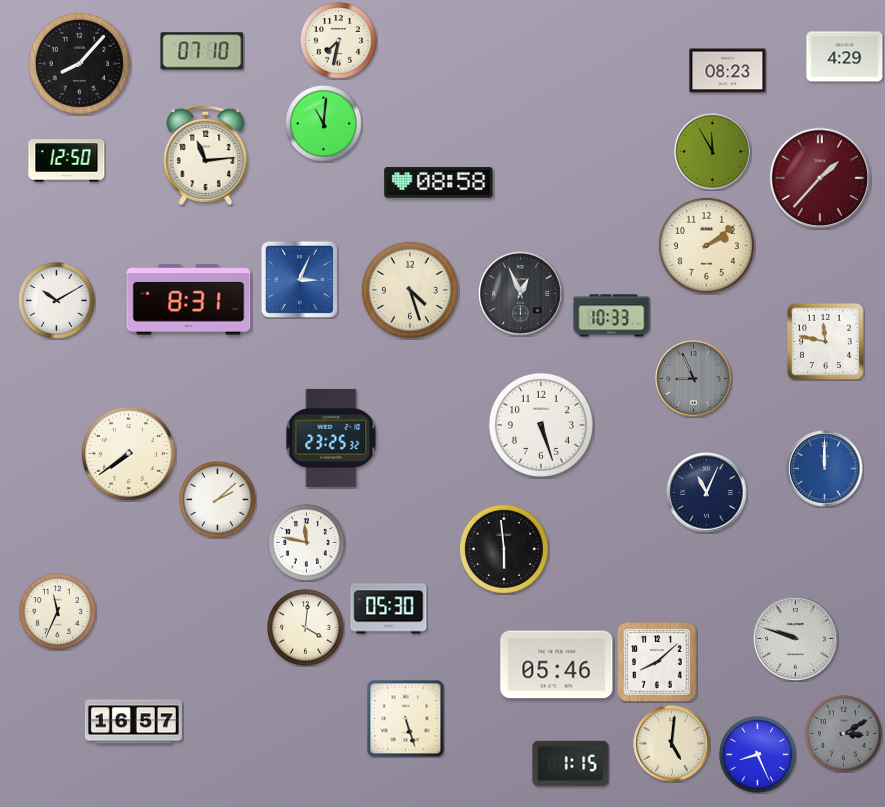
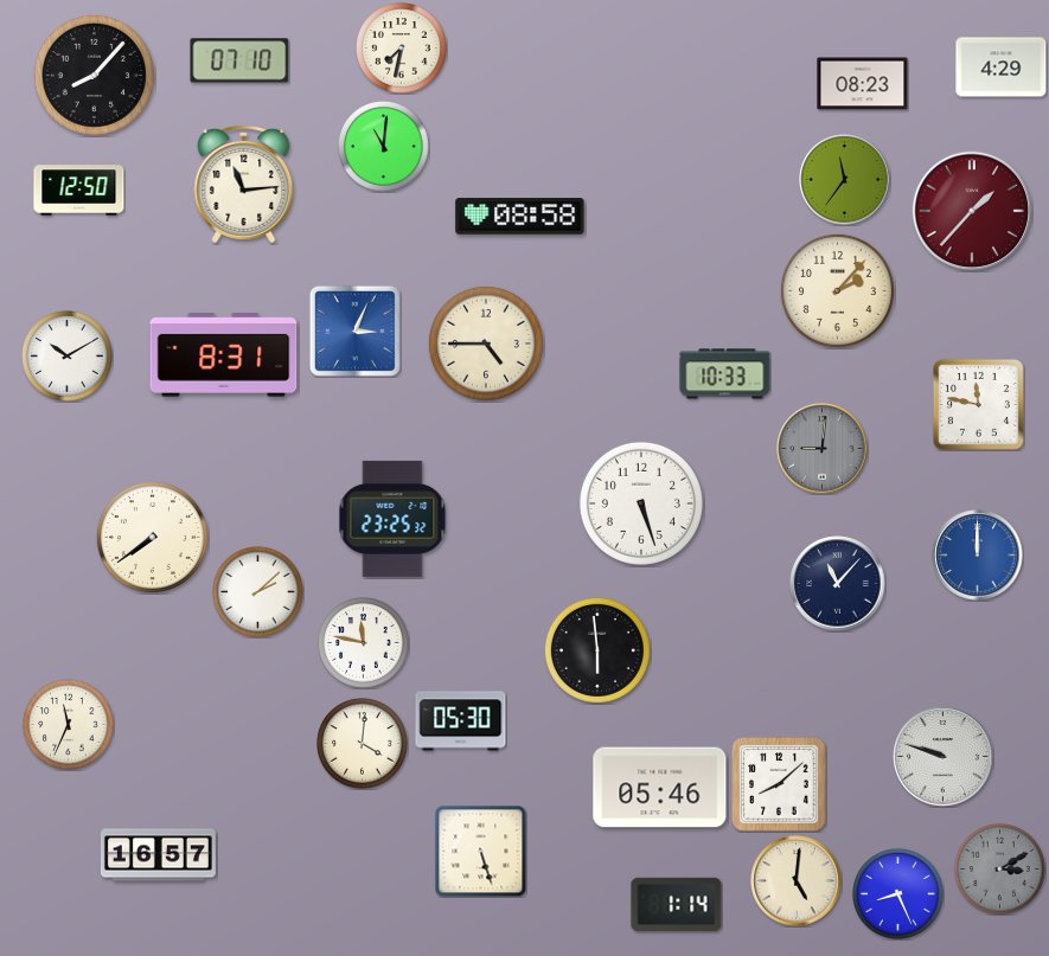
clock at (713, 152): 11:55 -> 11:36
clock at (706, 245): 2:09 -> 2:07
clock at (410, 290): 4:27 -> 4:45
clock at (521, 294): 12:56 -> none
clock at (694, 379): 8:56 -> 9:01
clock at (707, 493): 11:04 -> 11:07
clock at (571, 764): 1:15 -> 1:14
